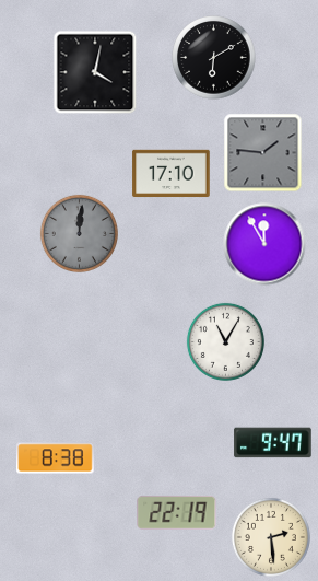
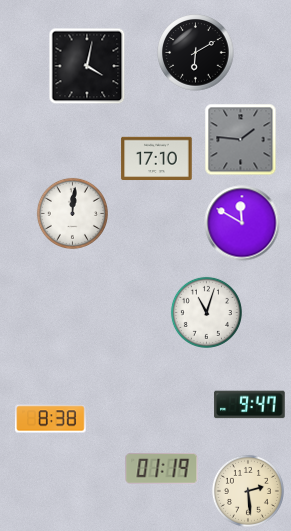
clock at (79, 233) dial: grey -> white
clock at (264, 244): 11:55 -> 11:50
clock at (225, 341): 11:05 -> 11:03
clock at (177, 512): 22:19 -> 01:19
